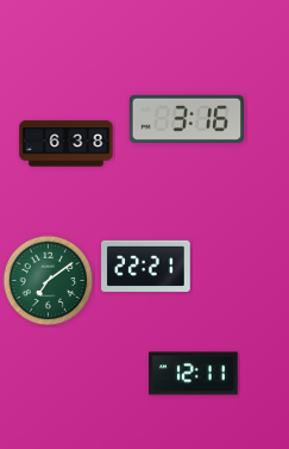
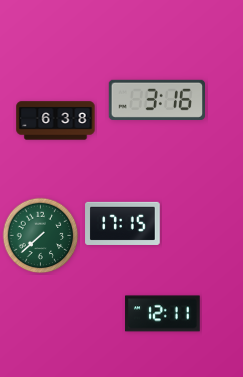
clock at (146, 266): 22:21 -> 17:15
clock at (49, 281): 7:09 -> 7:38
